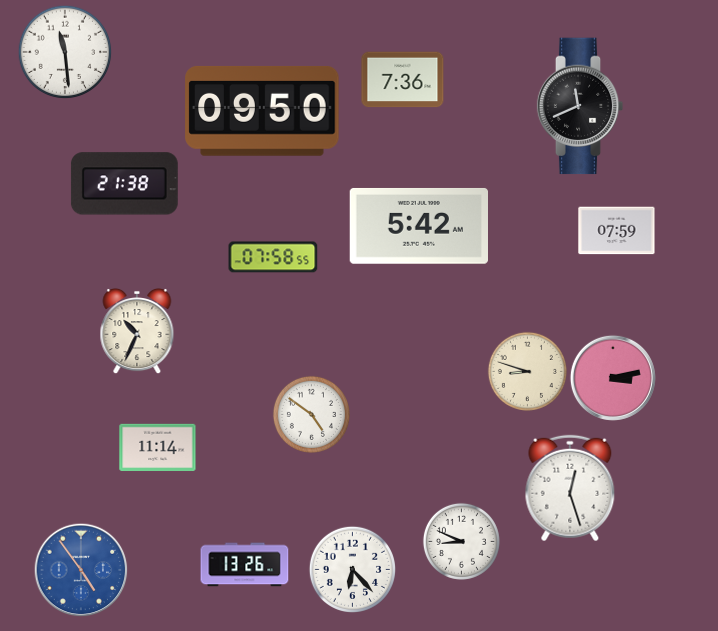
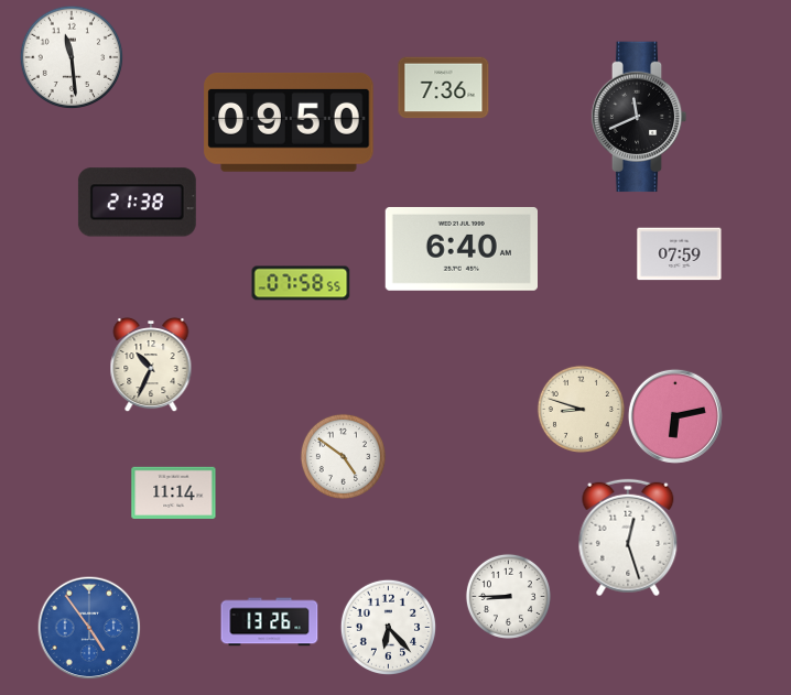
clock at (418, 226): 5:42 -> 6:40
clock at (613, 378): 3:13 -> 6:13
clock at (461, 541): 8:49 -> 8:45
